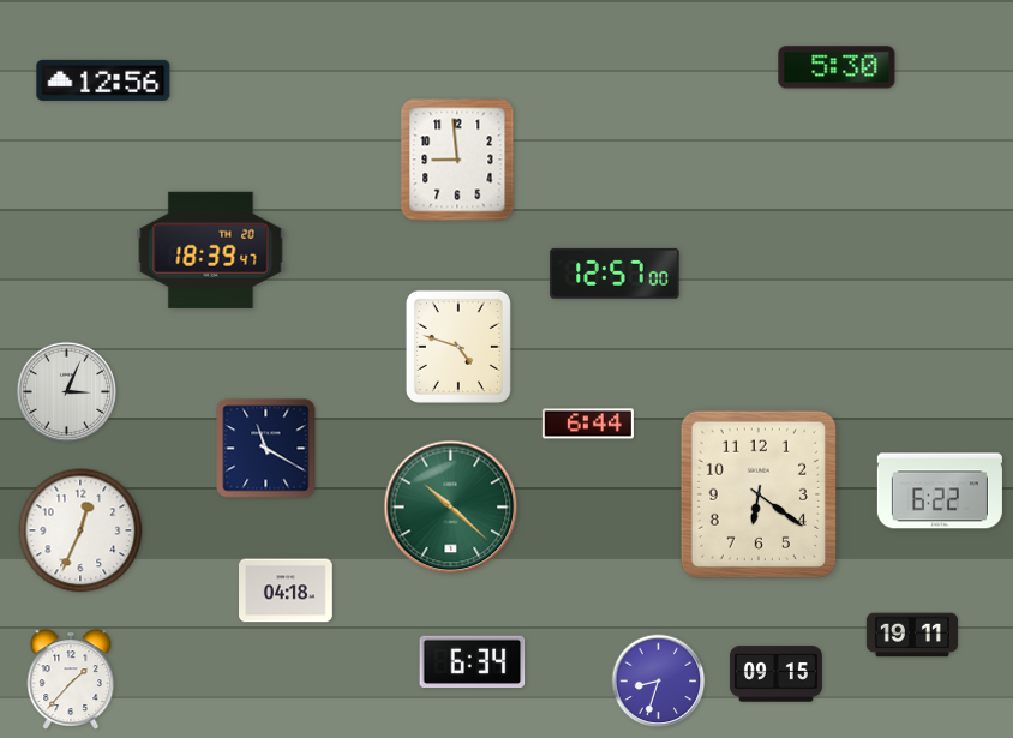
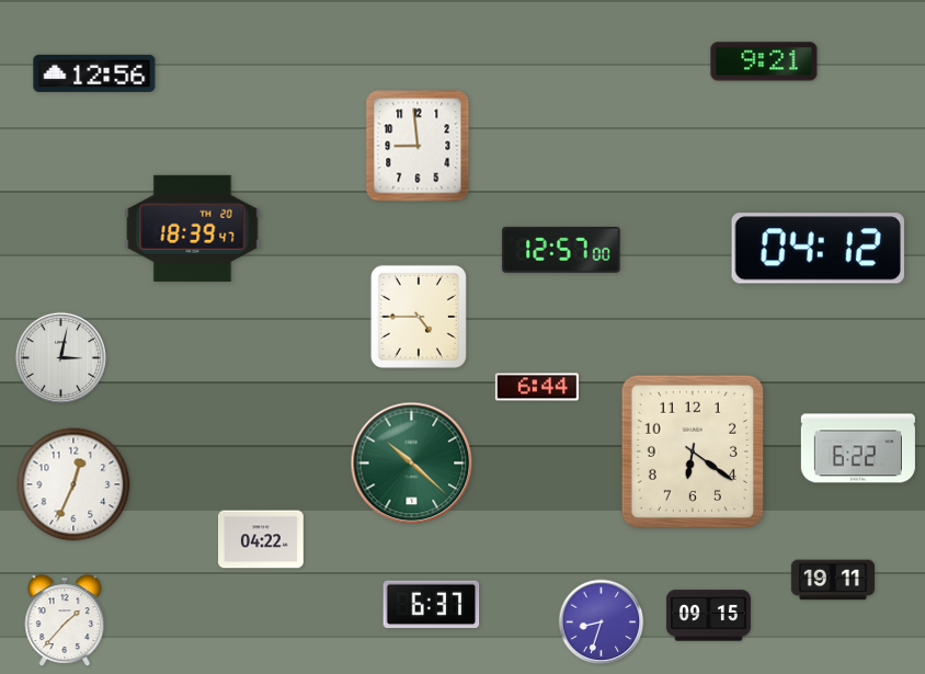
clock at (837, 67): 5:30 -> 9:21
clock at (818, 249): none -> 04:12
clock at (458, 347): 4:48 -> 4:45
clock at (66, 391): 3:04 -> 3:02
clock at (266, 449): 11:20 -> none
clock at (287, 590): 04:18 -> 04:22
clock at (473, 662): 6:34 -> 6:37
